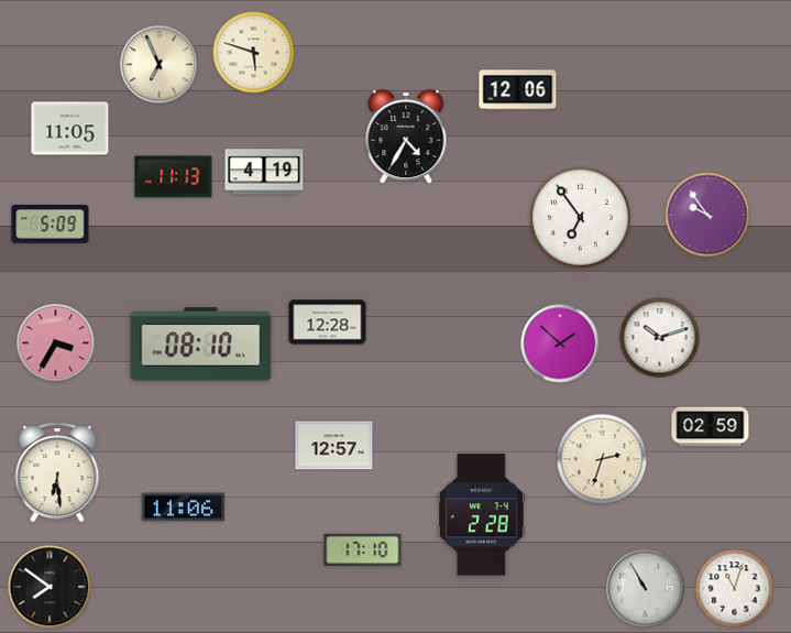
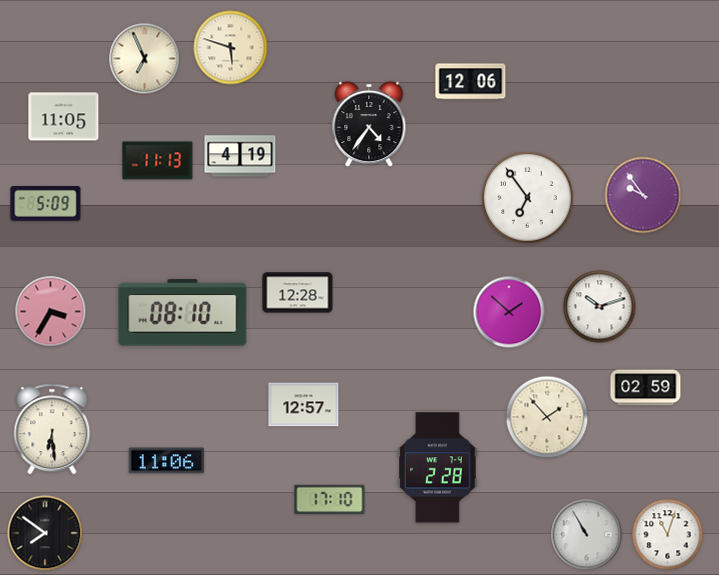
clock at (406, 137): 4:35 -> 4:36
clock at (602, 459): 2:33 -> 1:53
